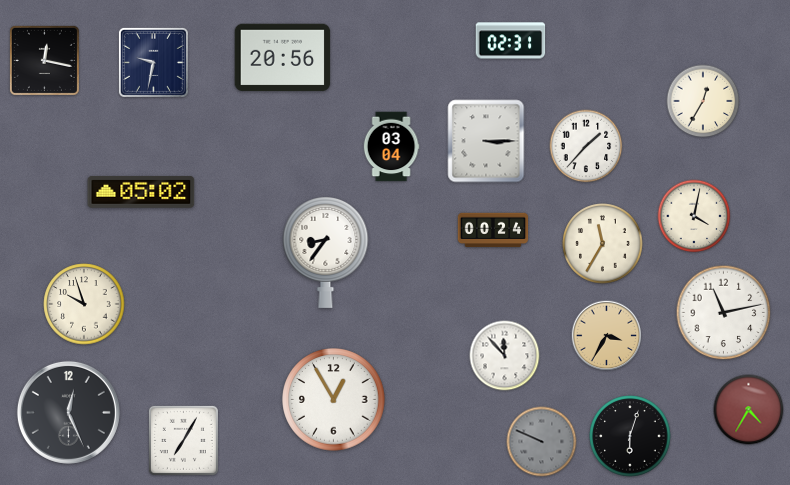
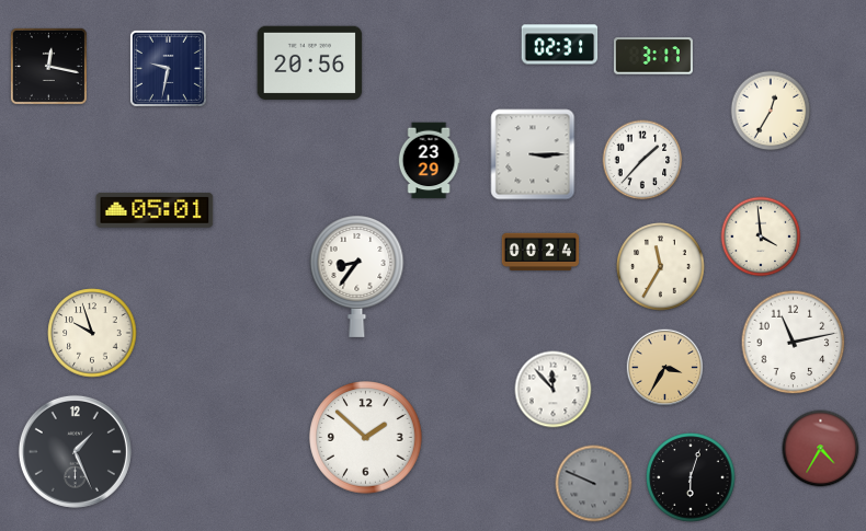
clock at (653, 56): none -> 3:17
clock at (391, 147): 03:04 -> 23:29
clock at (141, 192): 05:02 -> 05:01
clock at (694, 216): 4:02 -> 3:59
clock at (334, 400): 12:55 -> 1:52
clock at (68, 412): 12:26 -> 1:26
clock at (183, 440): 7:05 -> none
